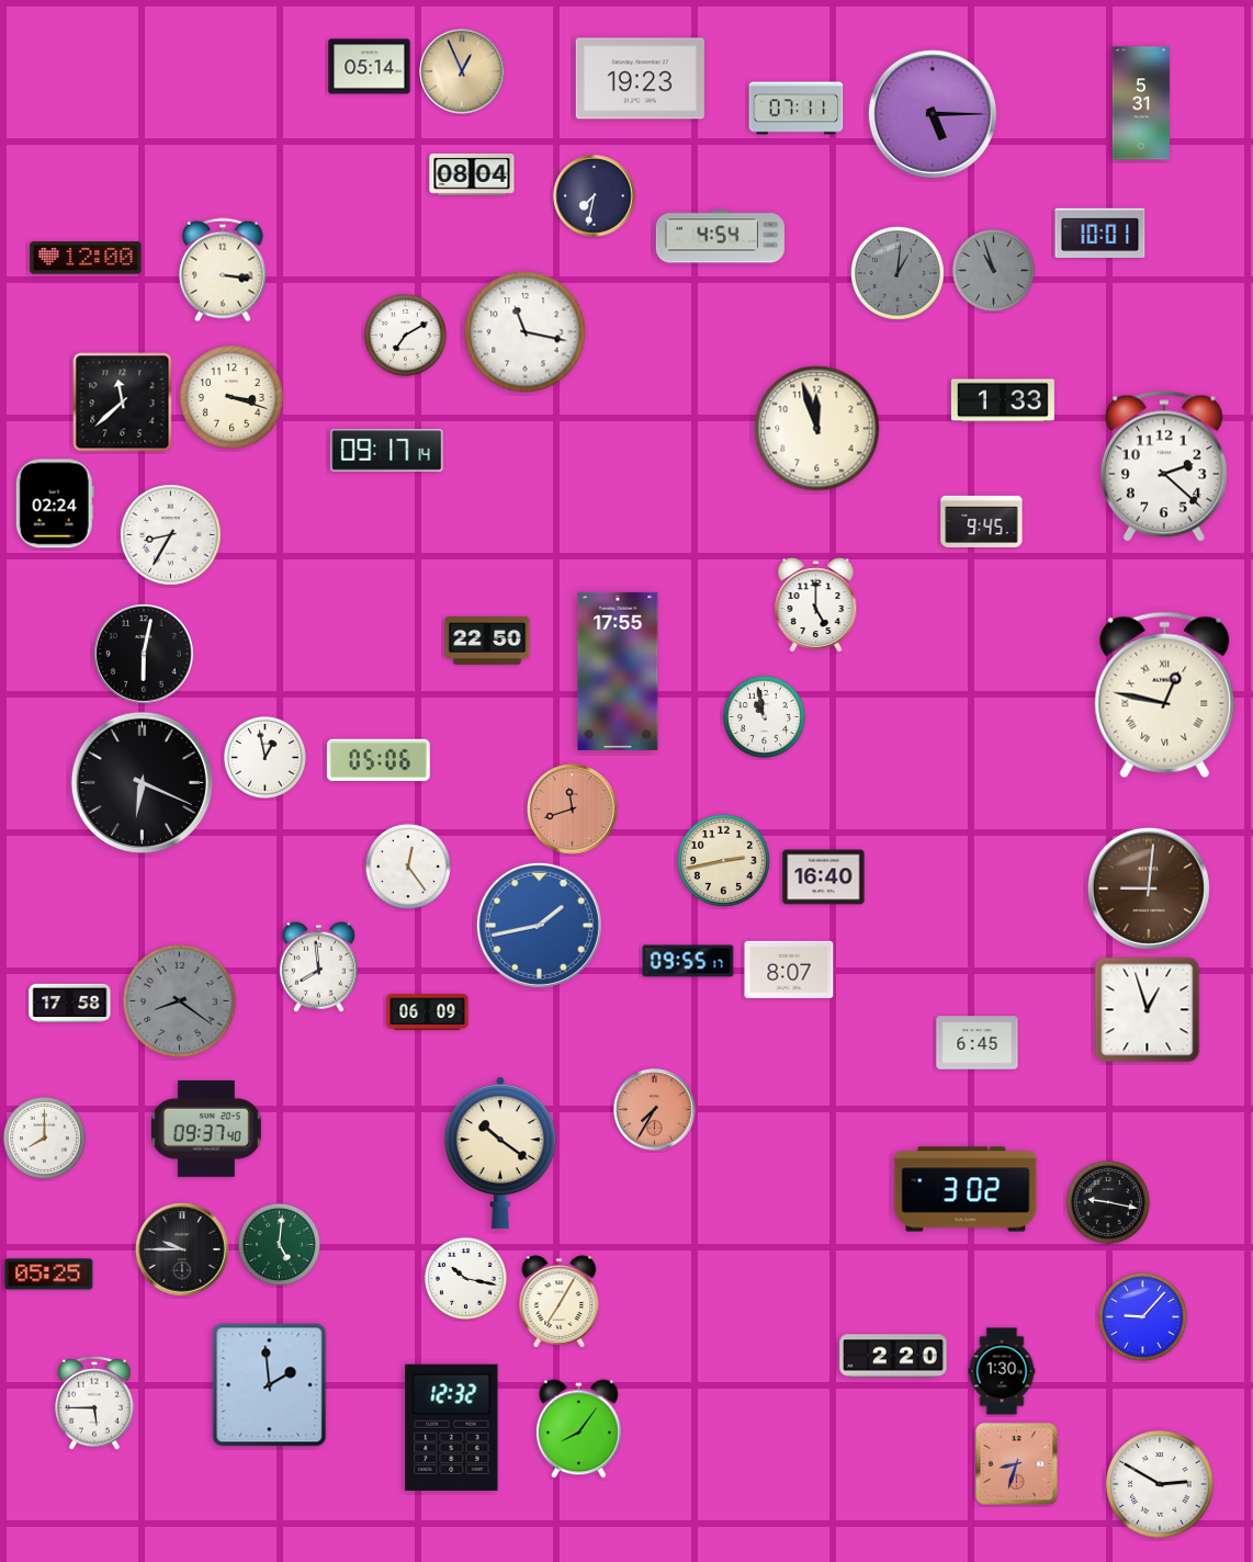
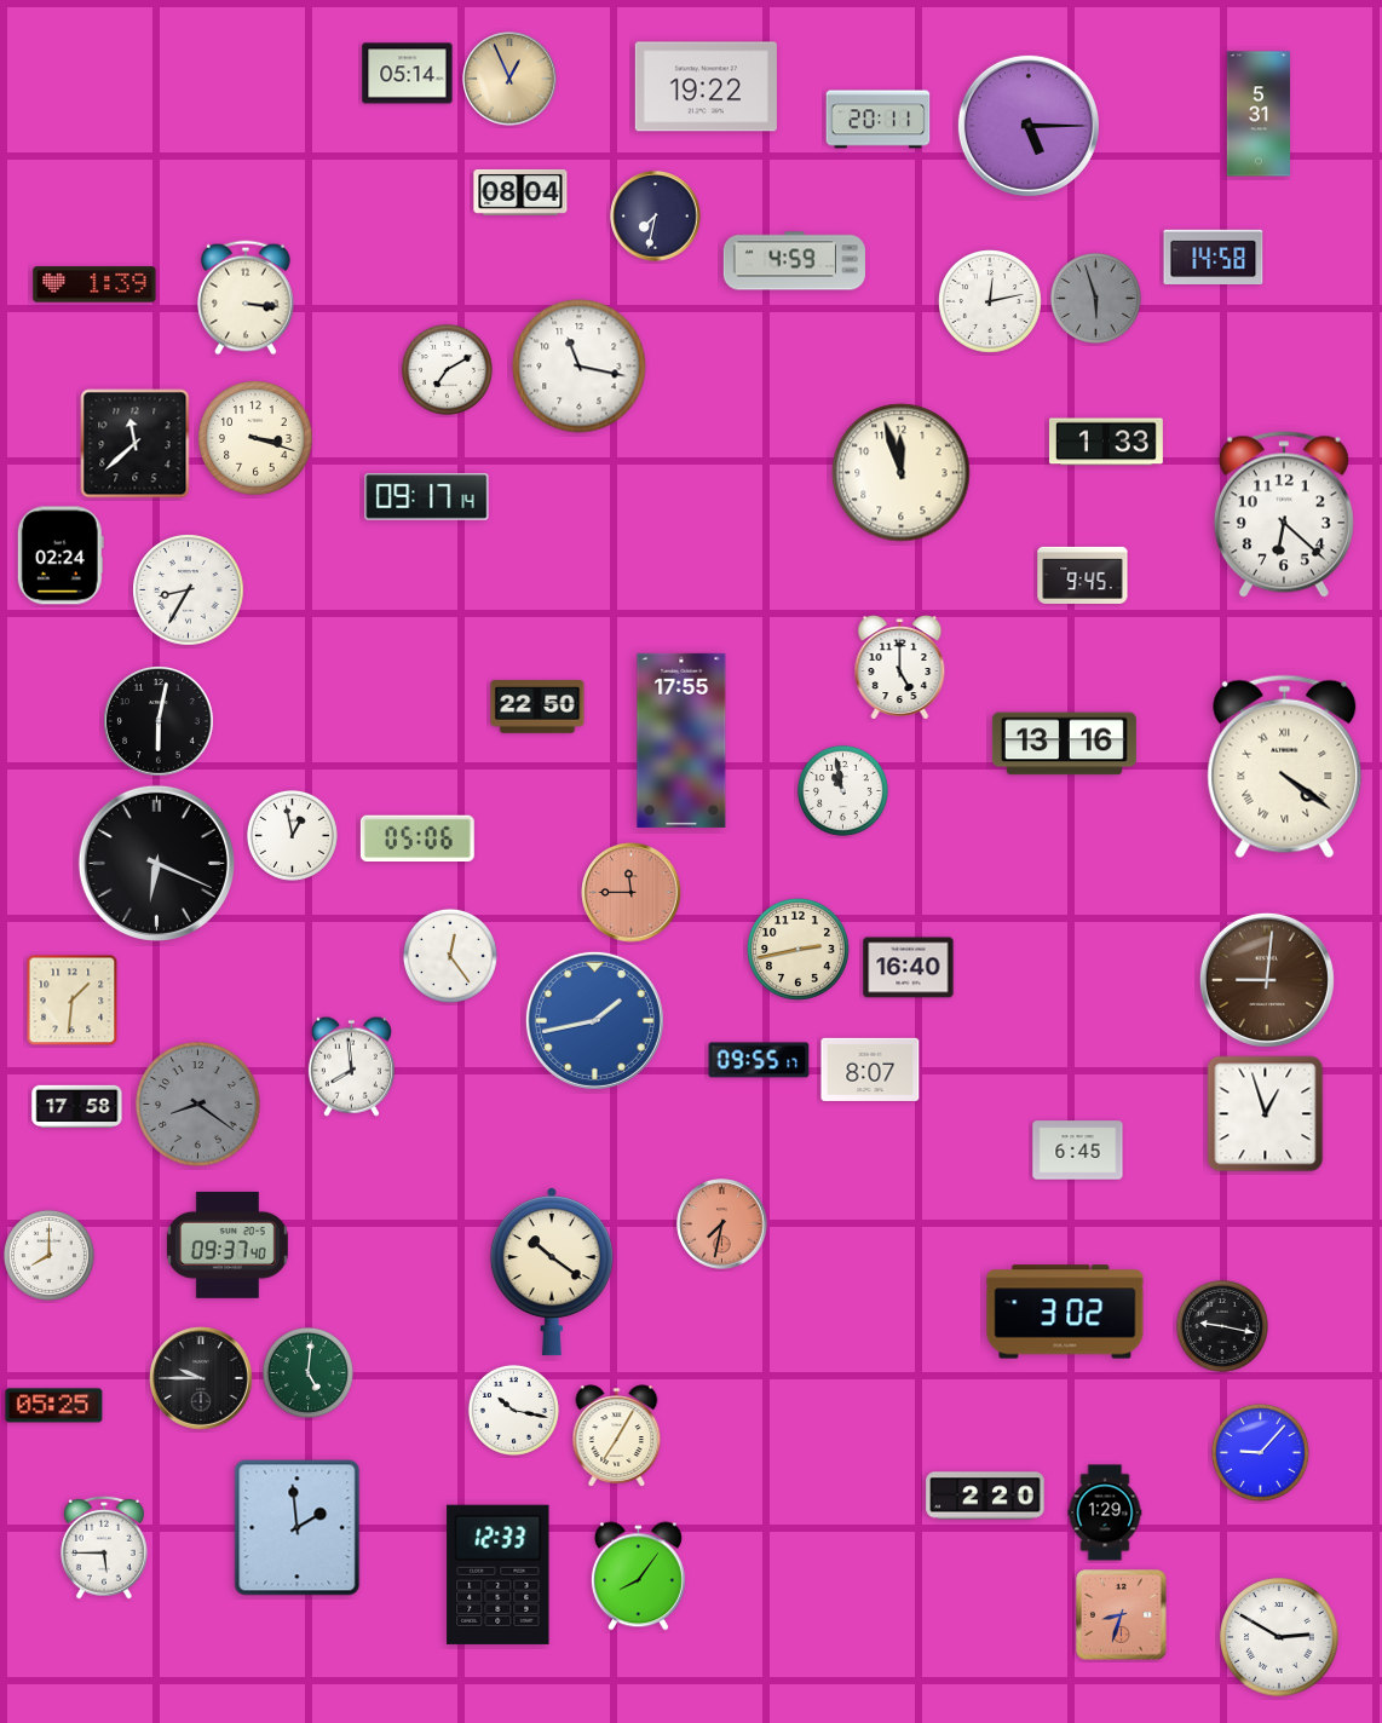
clock at (640, 79): 19:23 -> 19:22
clock at (797, 109): 07:11 -> 20:11
clock at (1100, 233): 10:01 -> 14:58
clock at (720, 237): 4:54 -> 4:59
clock at (86, 258): 12:00 -> 1:39
clock at (993, 270): 10:57 -> 5:57
clock at (899, 274): 1:01 -> 12:13
clock at (899, 274) dial: grey -> white
clock at (1164, 466): 2:22 -> 6:22
clock at (1064, 744): none -> 13:16
clock at (1165, 695): 12:47 -> 4:21
clock at (573, 810): 11:42 -> 11:45
clock at (73, 1001): none -> 1:31
clock at (428, 1012): 06:09 -> none
clock at (655, 1110): 7:35 -> 7:32
clock at (1002, 1371): 1:30 -> 1:29
clock at (452, 1427): 12:32 -> 12:33
